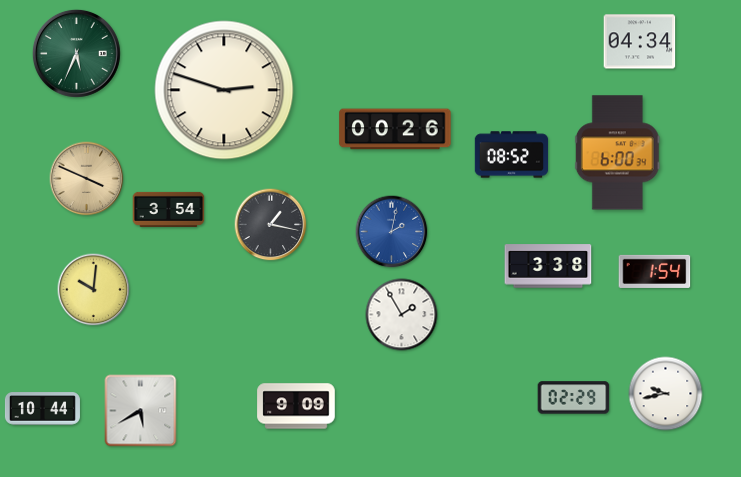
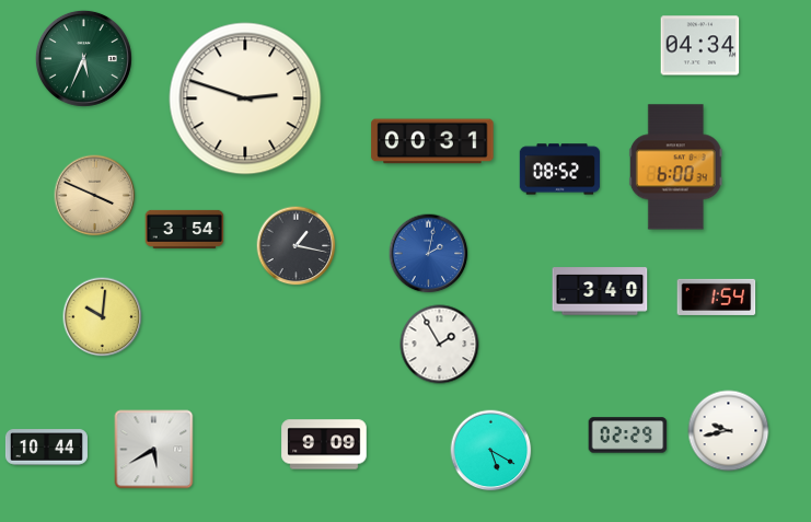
clock at (395, 129): 00:26 -> 00:31
clock at (548, 266): 3:38 -> 3:40
clock at (491, 451): none -> 5:20
